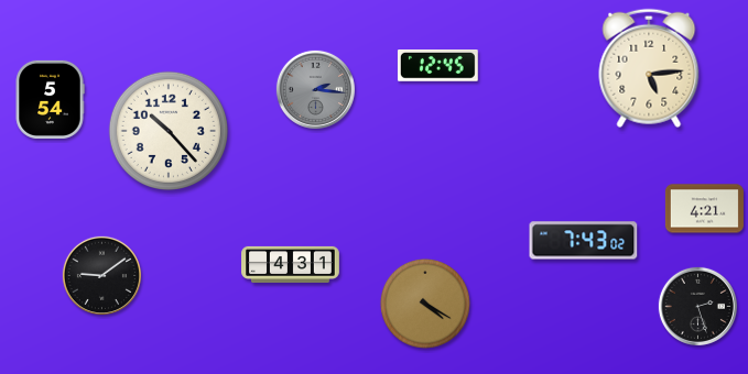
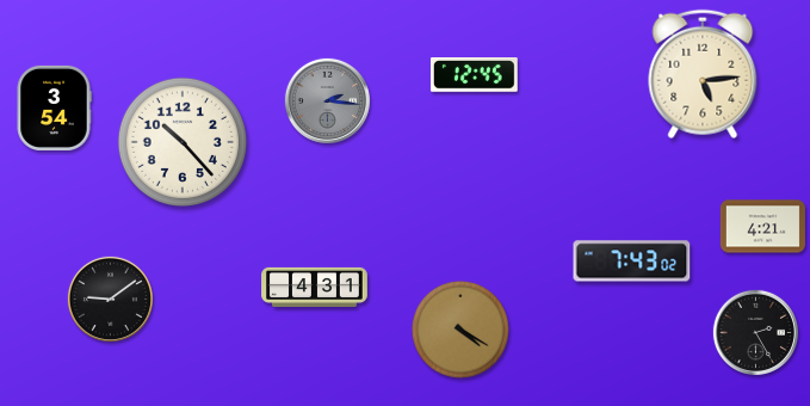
clock at (437, 66) position: (437, 66) -> (474, 75)
clock at (315, 89) position: (315, 89) -> (327, 100)
clock at (50, 99): 5:54 -> 3:54
clock at (697, 306): 2:27 -> 2:25
